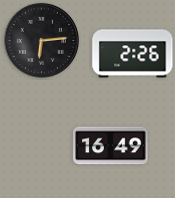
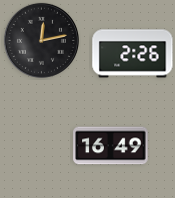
clock at (41, 40): 6:14 -> 12:13
